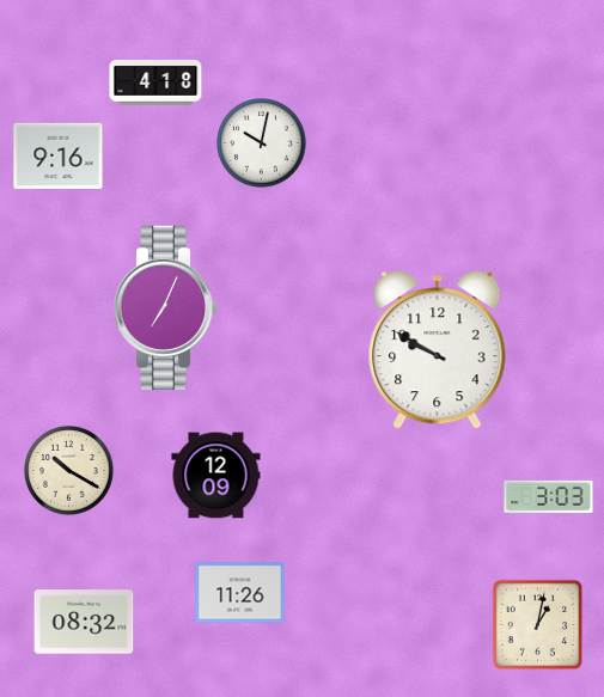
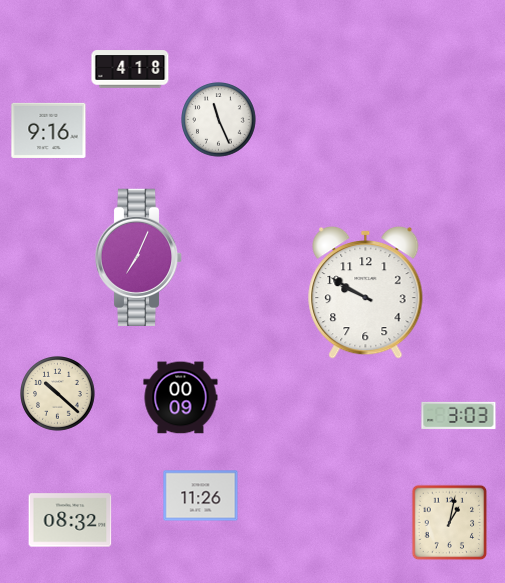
clock at (262, 143): 10:02 -> 11:26
clock at (69, 471): 10:20 -> 10:22
clock at (216, 476): 12:09 -> 00:09
